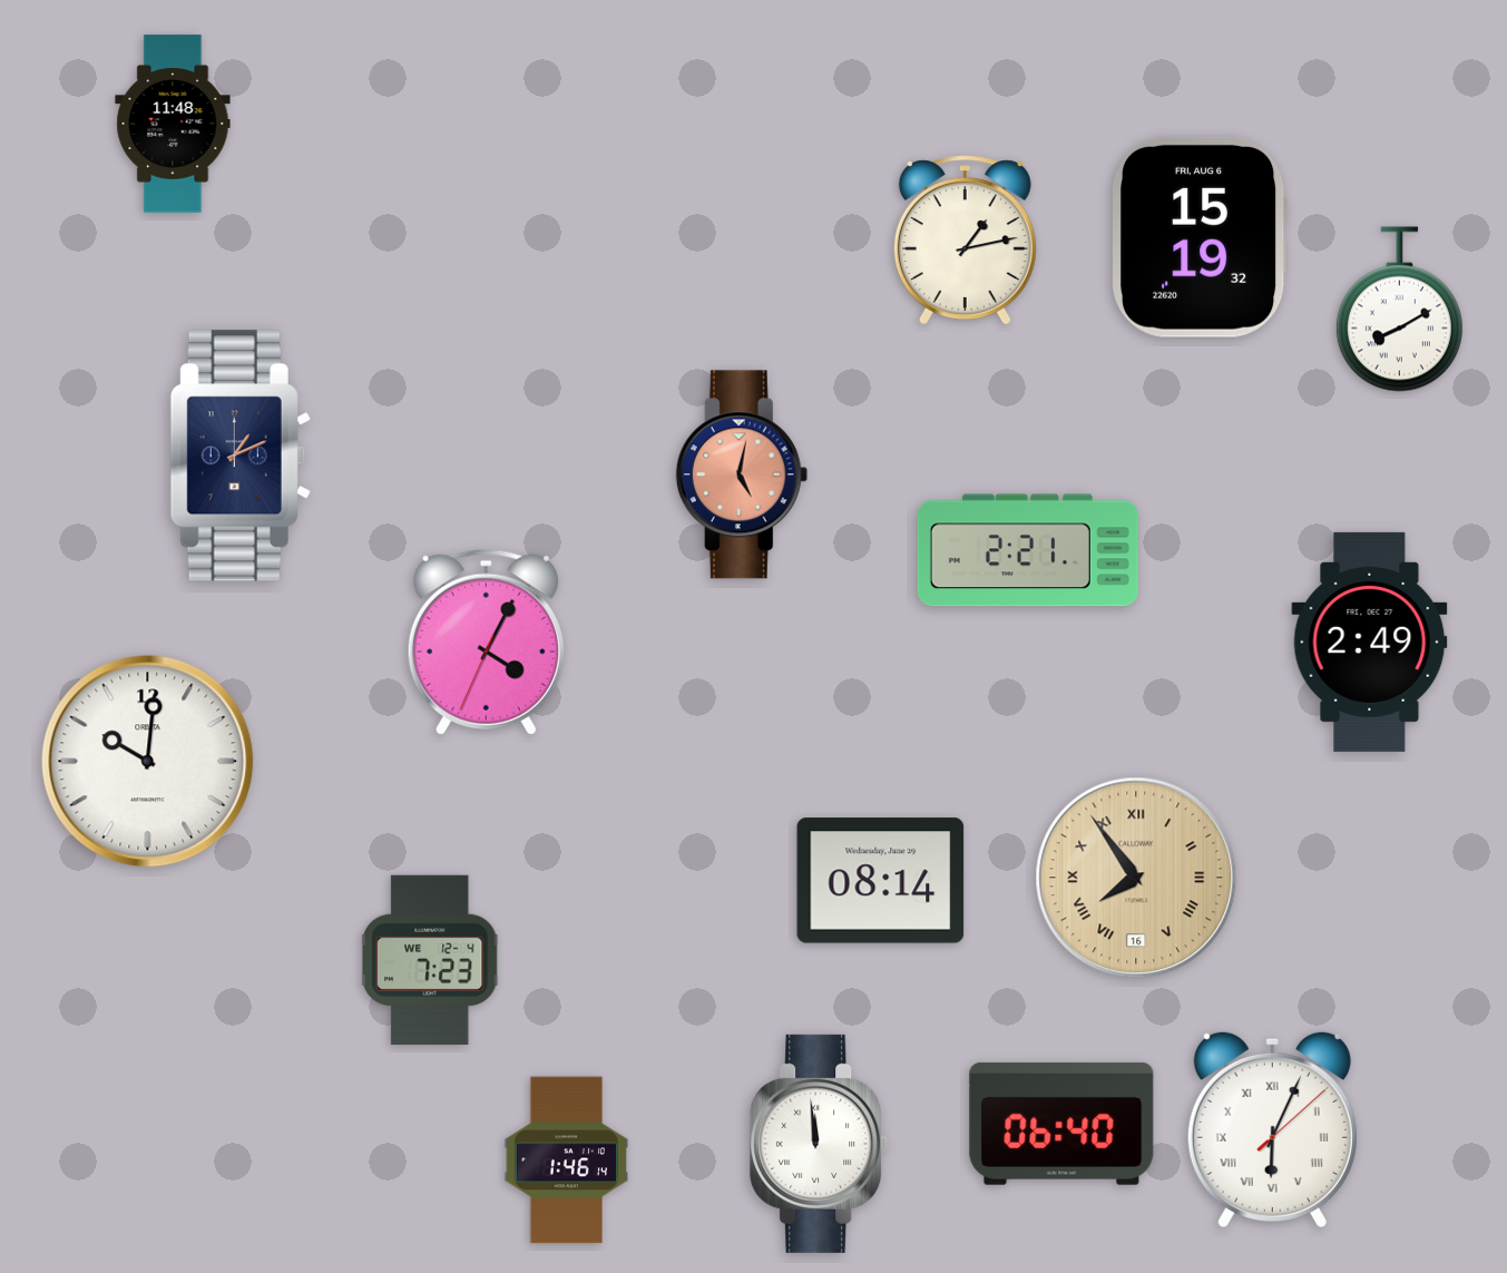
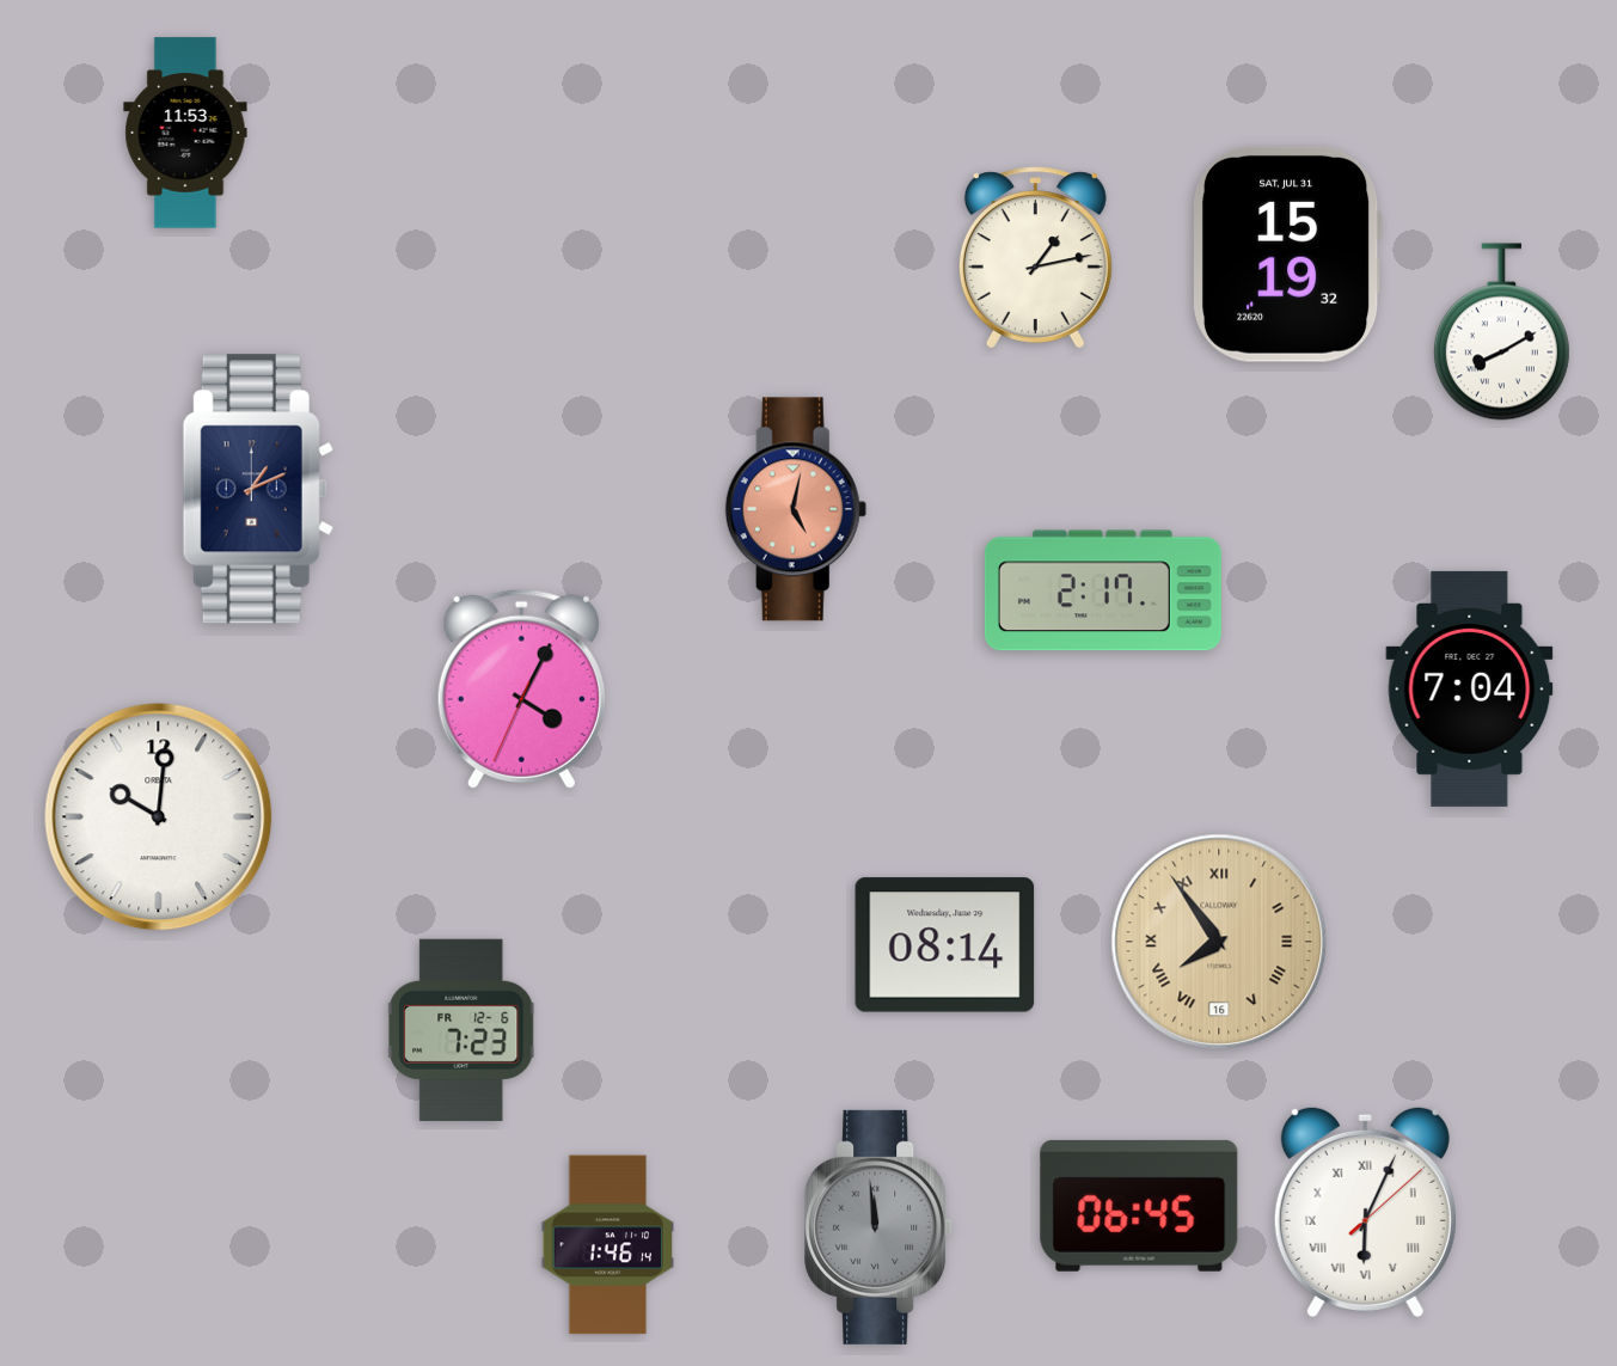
clock at (173, 124): 11:48 -> 11:53
clock at (1201, 237) date: FRI, AUG 6 -> SAT, JUL 31
clock at (1028, 550): 2:21 -> 2:17
clock at (1370, 642): 2:49 -> 7:04
clock at (431, 960) date: WE 12-4 -> FR 12-6
clock at (1061, 1124): 06:40 -> 06:45
clock at (820, 1144) dial: white -> grey
